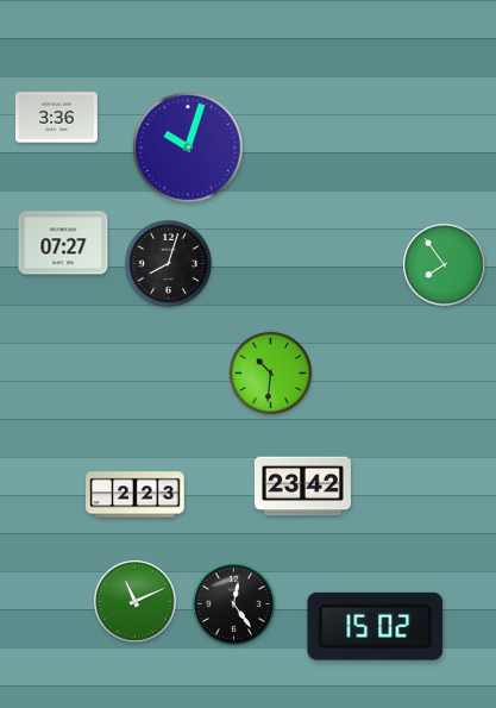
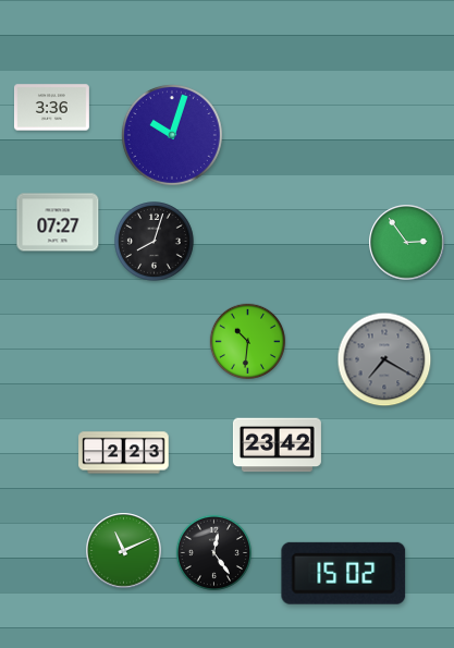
clock at (445, 265): 7:54 -> 2:54
clock at (384, 359): none -> 7:20
